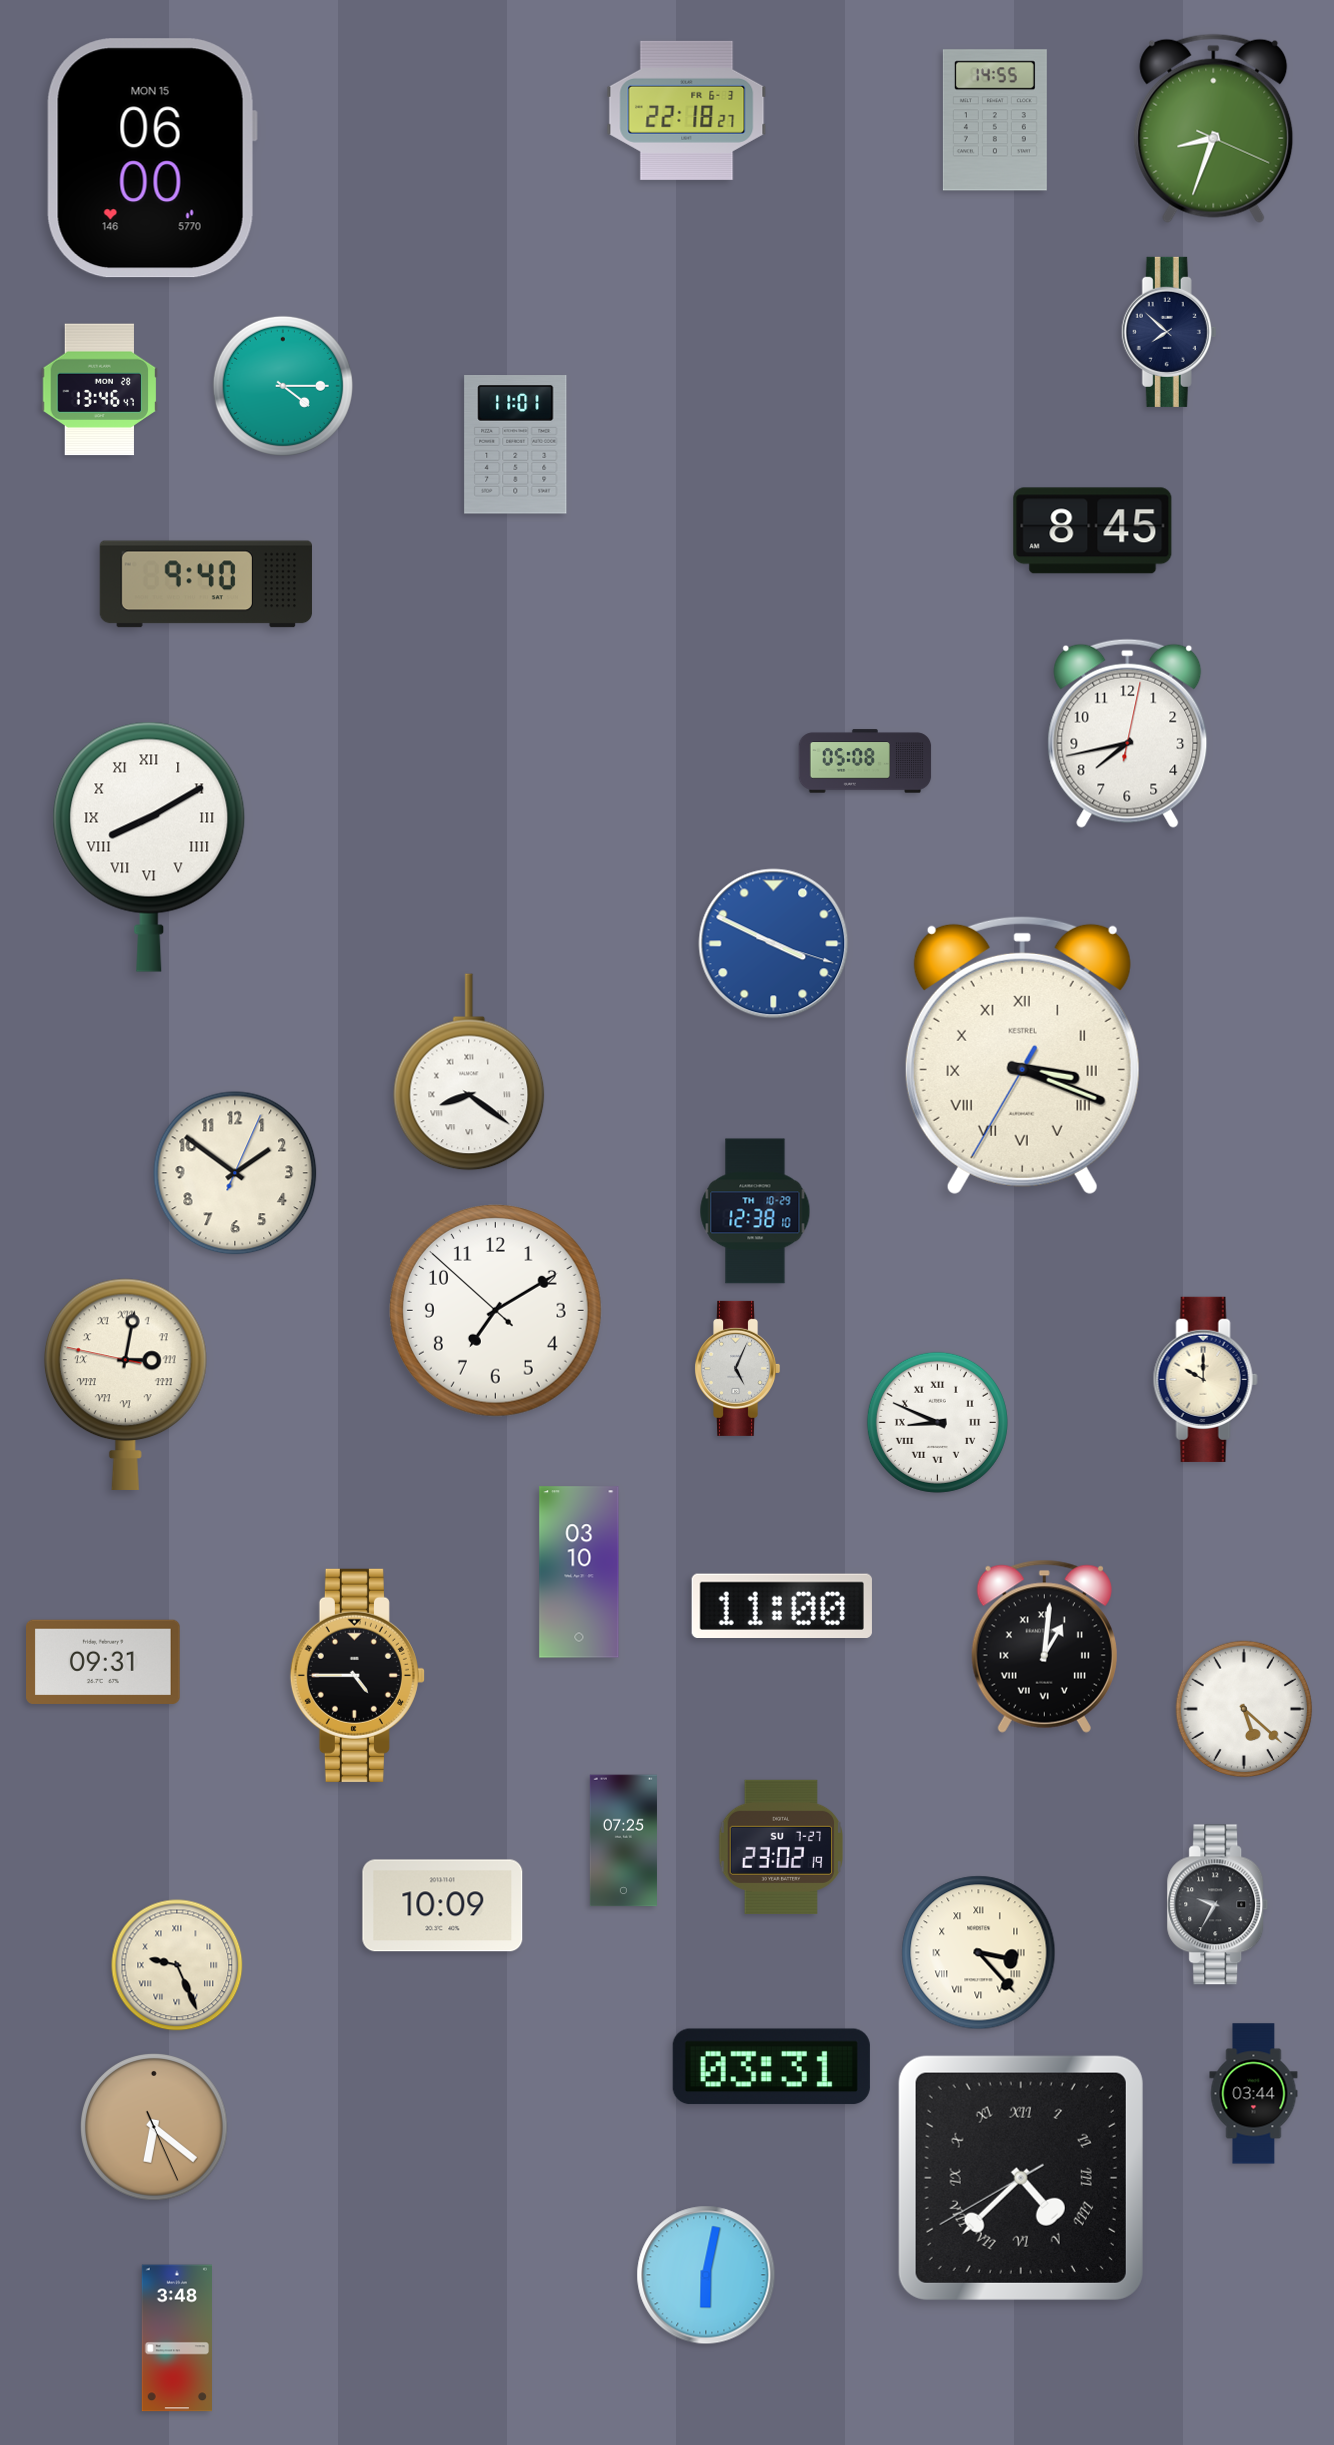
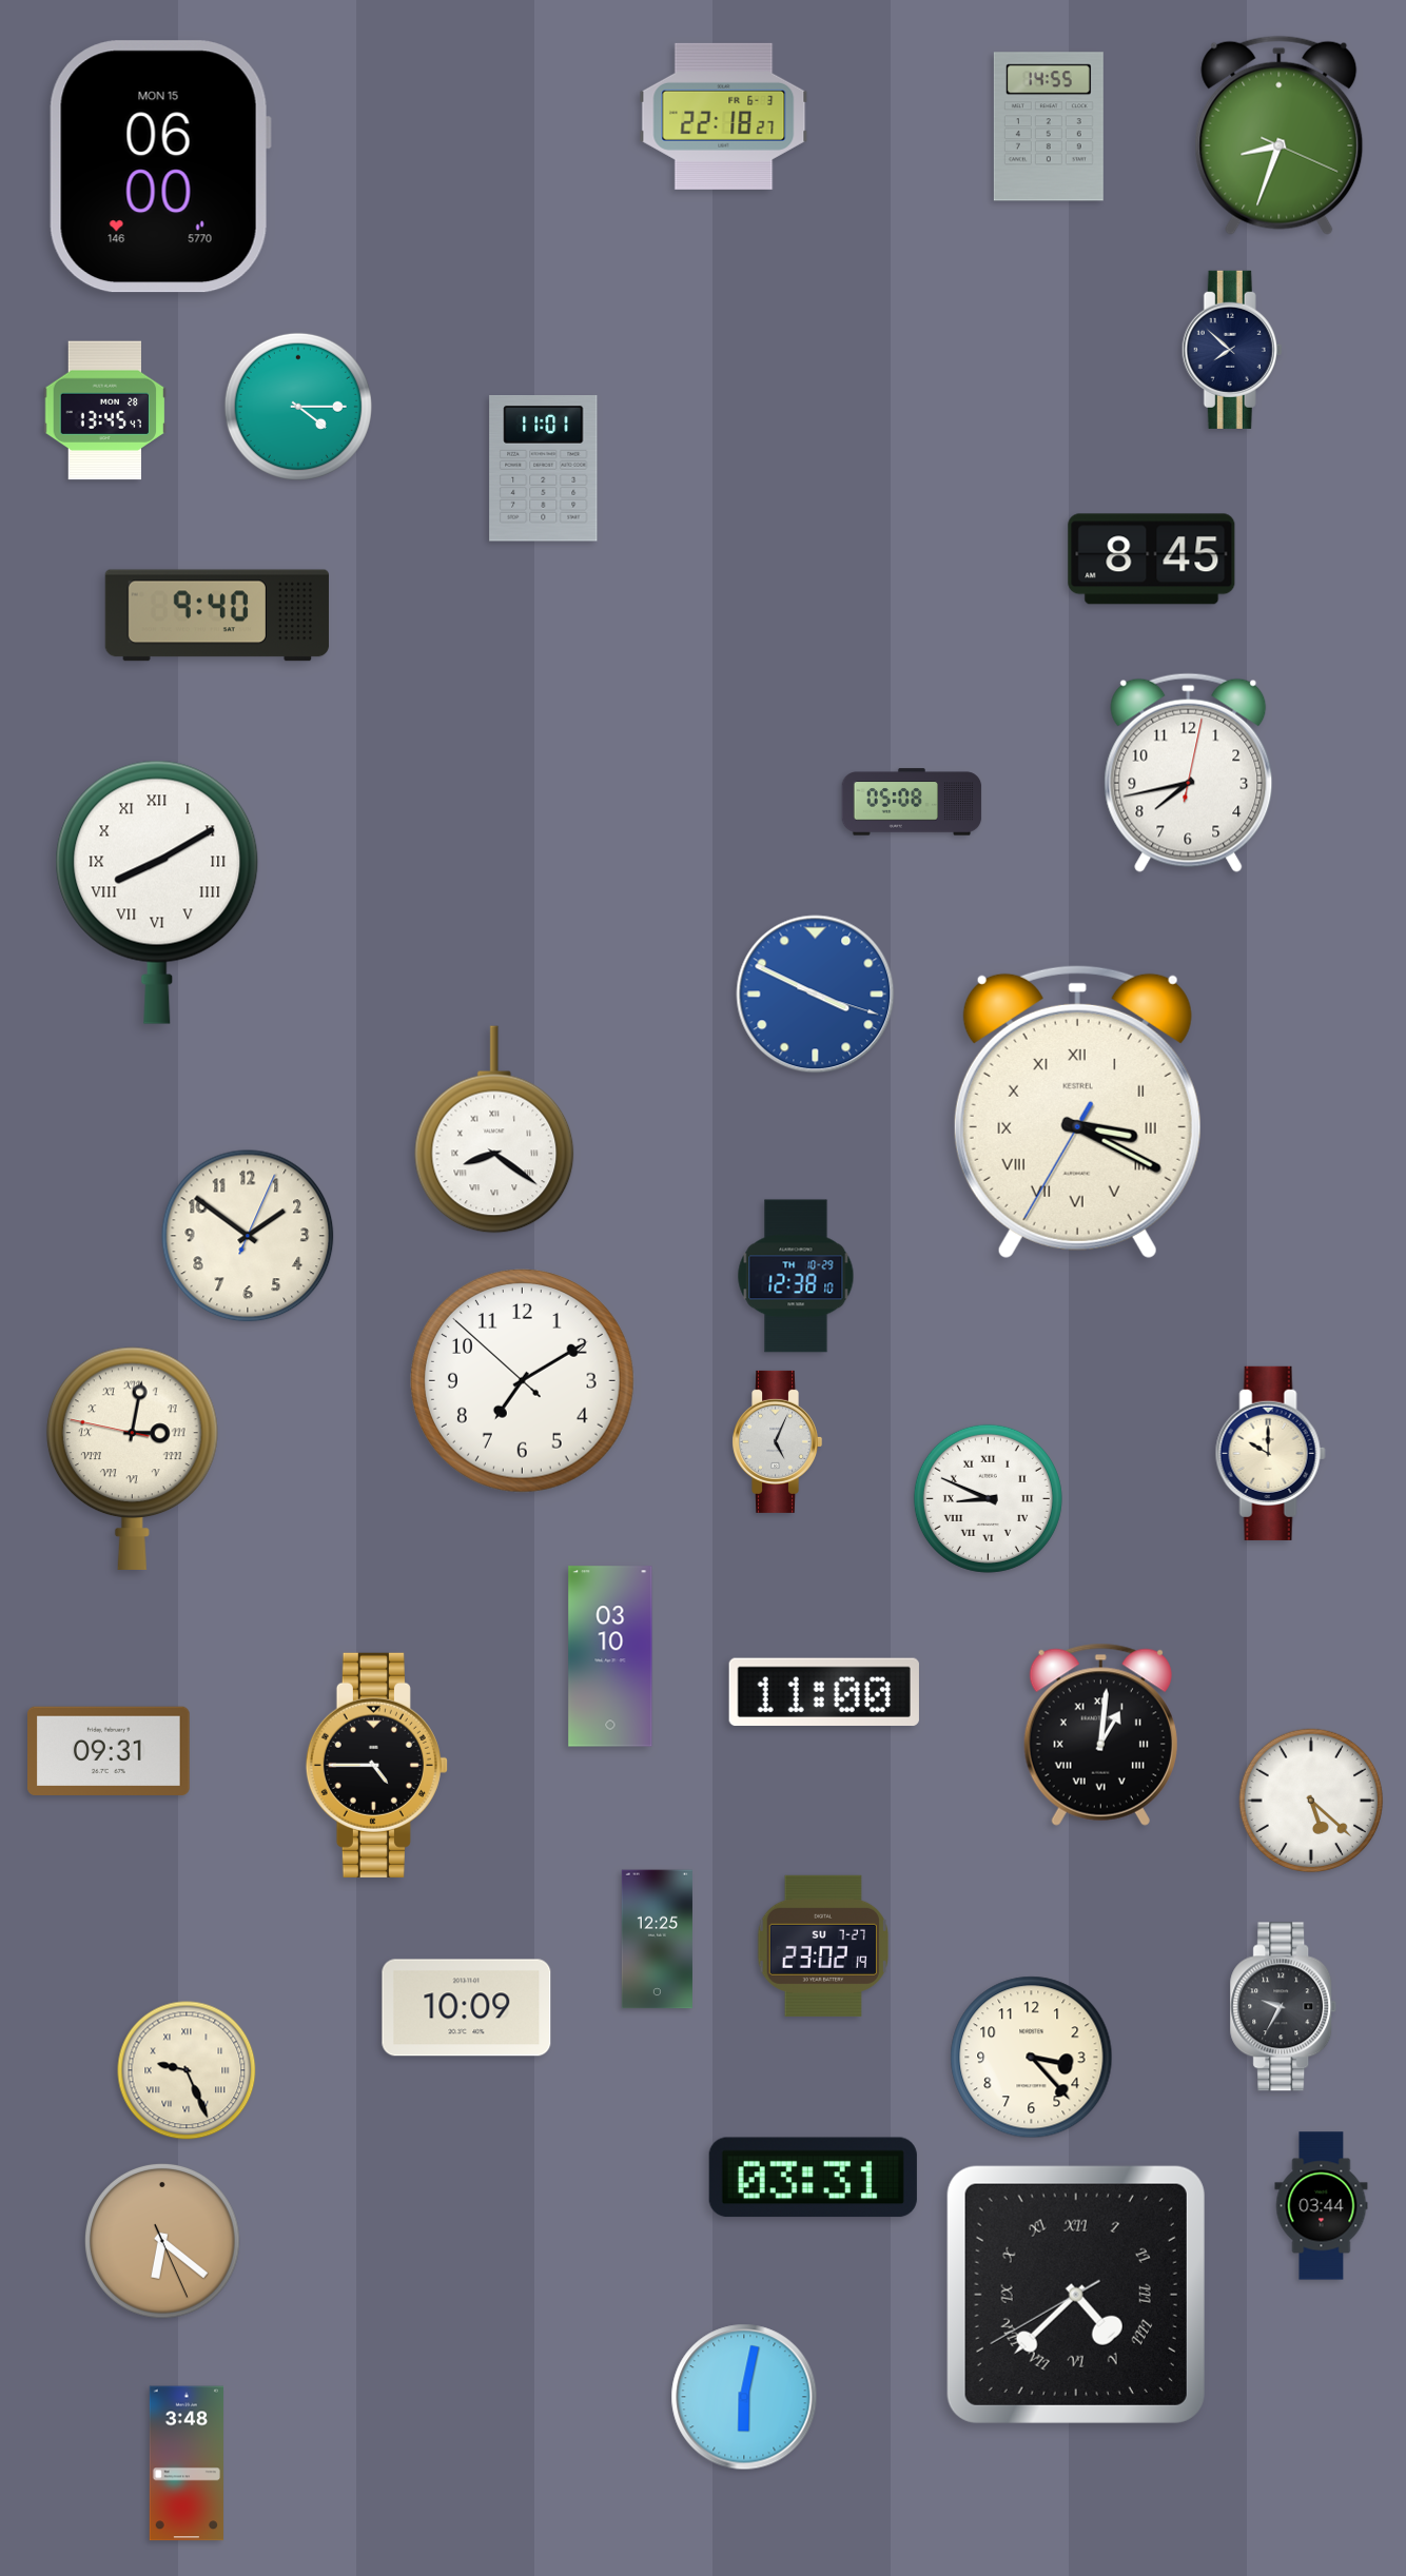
clock at (100, 390): 13:46 -> 13:45
clock at (1022, 1055): 3:18 -> 3:19
clock at (623, 1841): 07:25 -> 12:25
clock at (979, 1953) numerals: Roman -> Arabic
